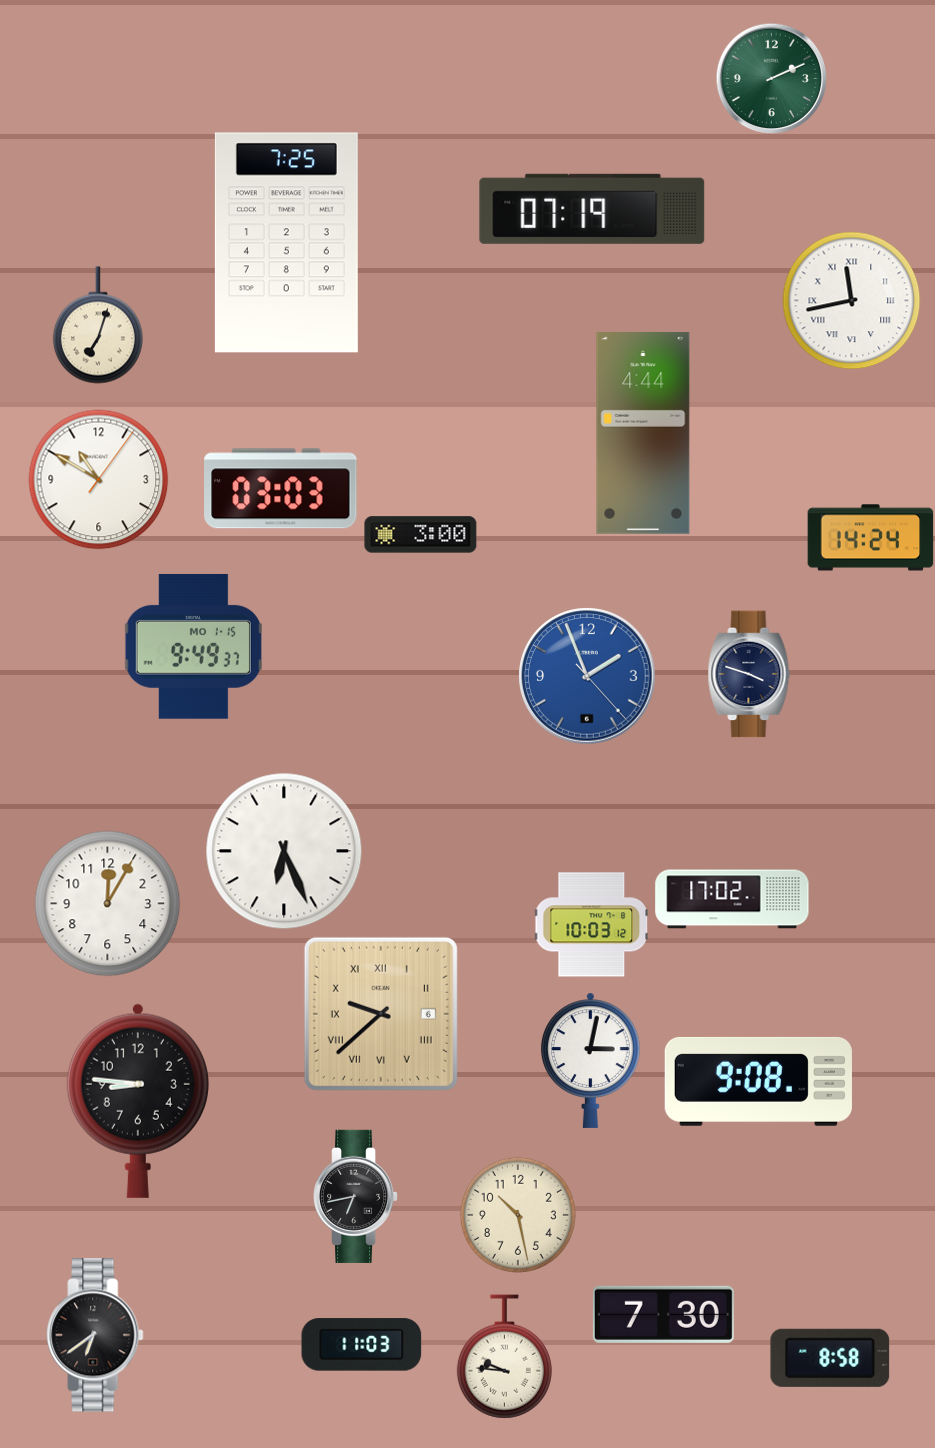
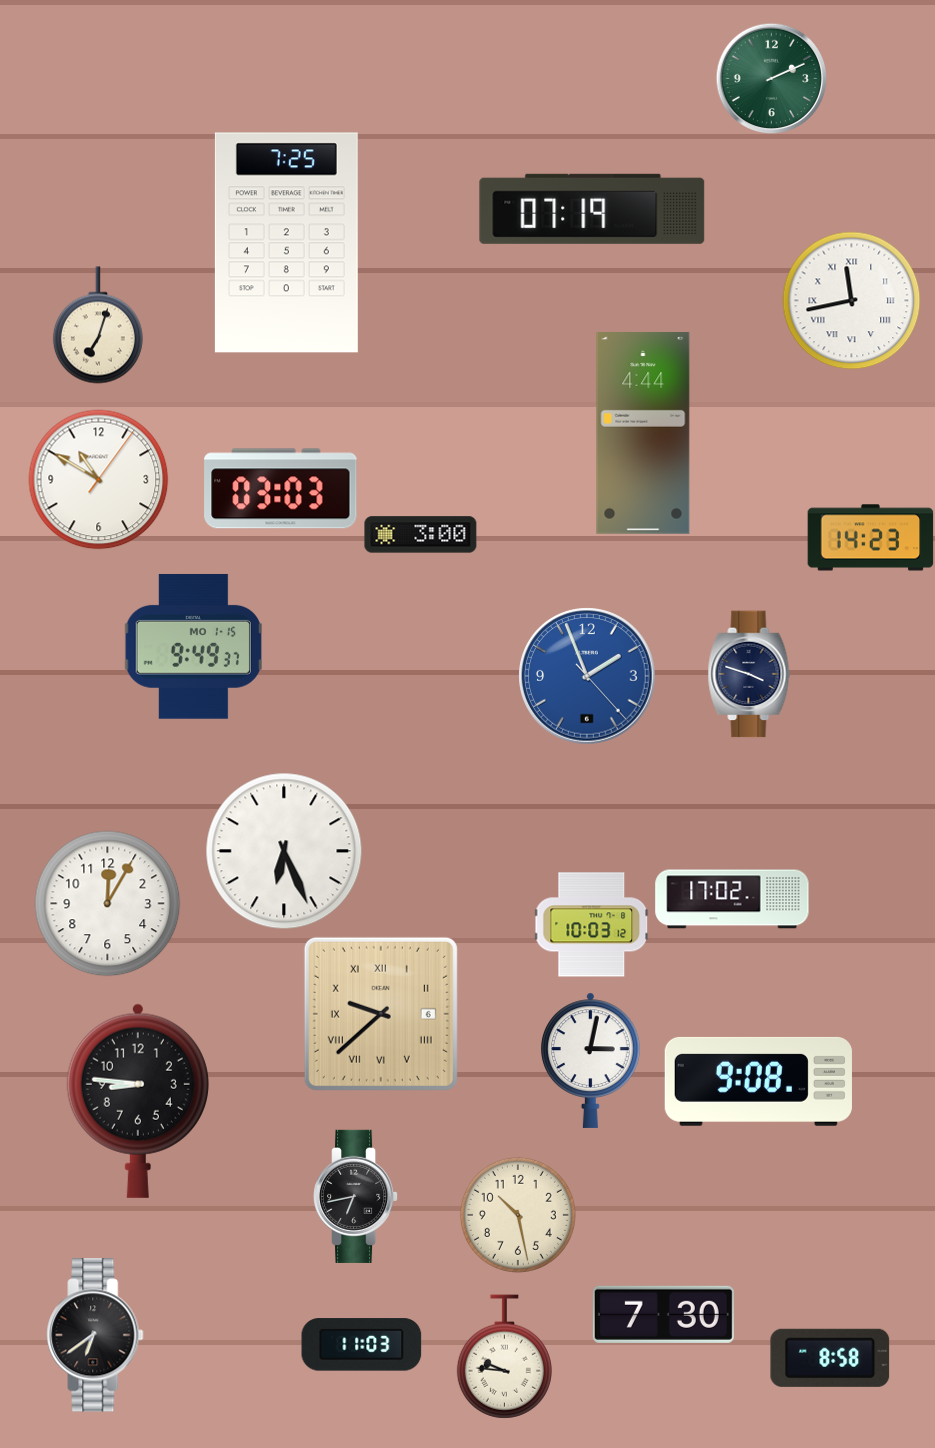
clock at (871, 538): 14:24 -> 14:23
